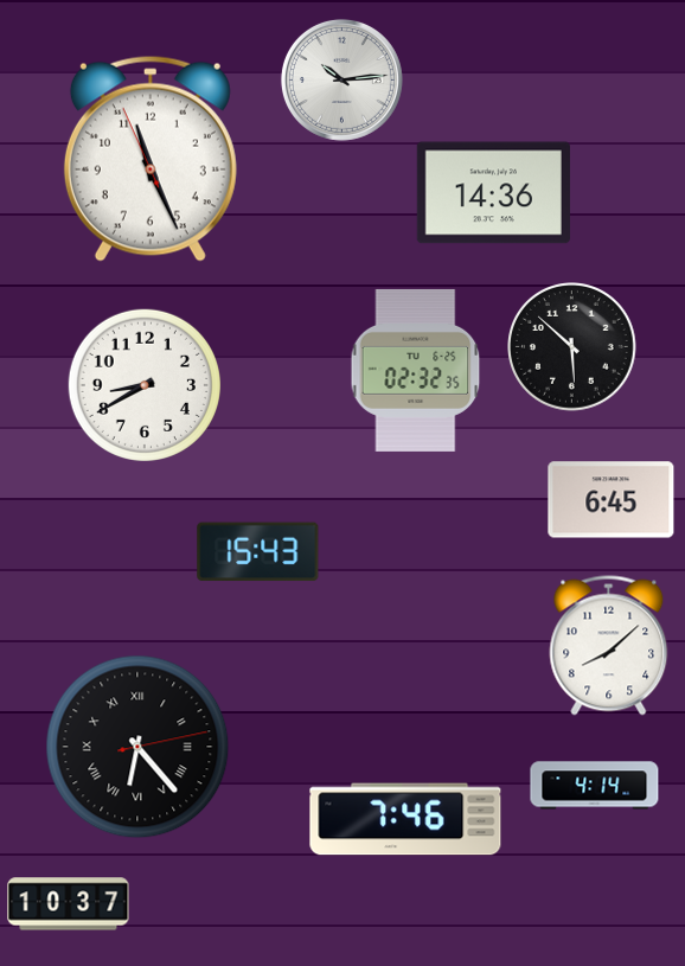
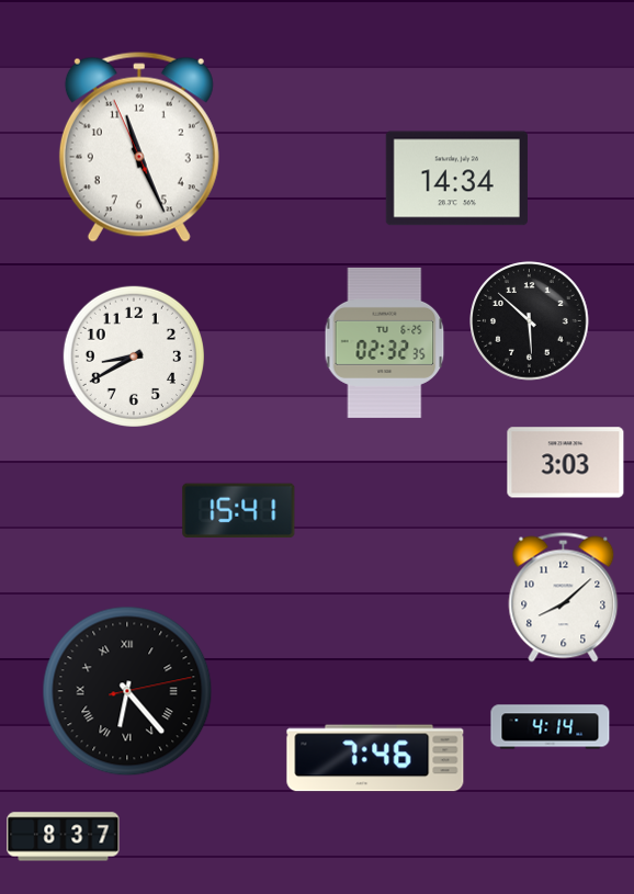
clock at (341, 79): 10:14 -> none
clock at (493, 193): 14:36 -> 14:34
clock at (612, 500): 6:45 -> 3:03
clock at (258, 552): 15:43 -> 15:41
clock at (69, 904): 10:37 -> 8:37
